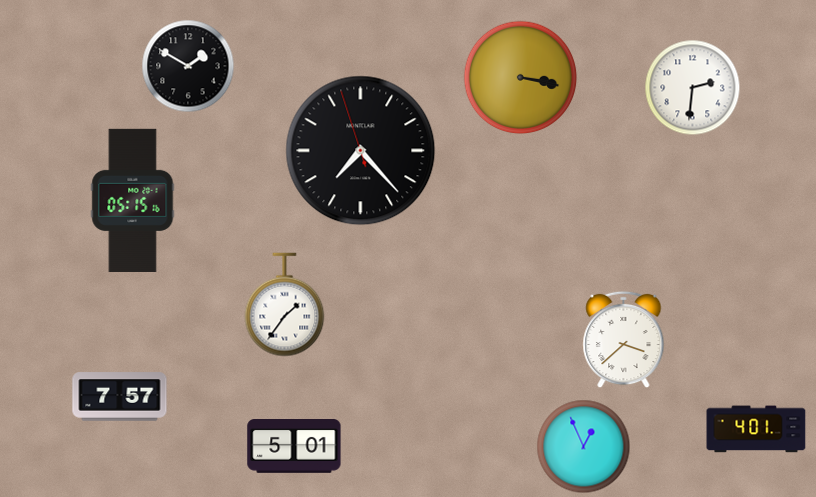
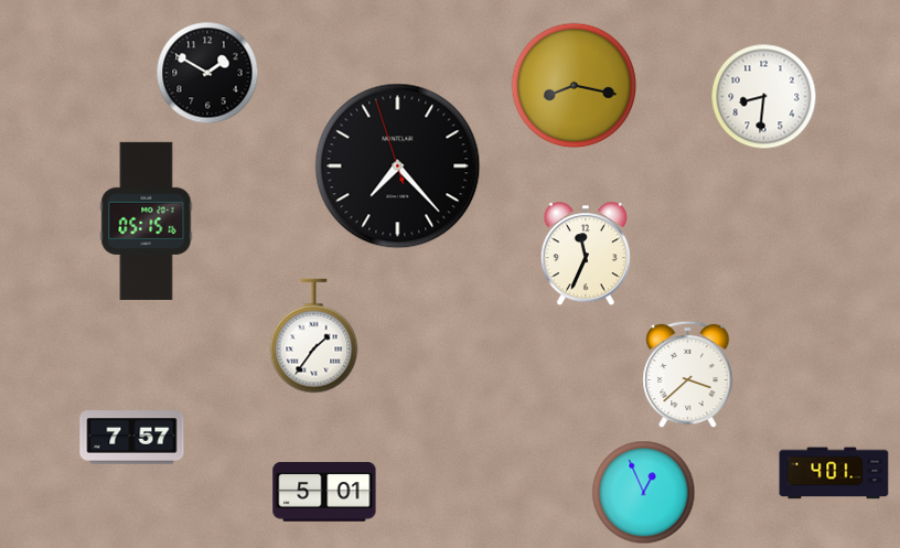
clock at (521, 78): 3:17 -> 8:17
clock at (693, 88): 2:31 -> 8:31
clock at (586, 255): none -> 11:34
